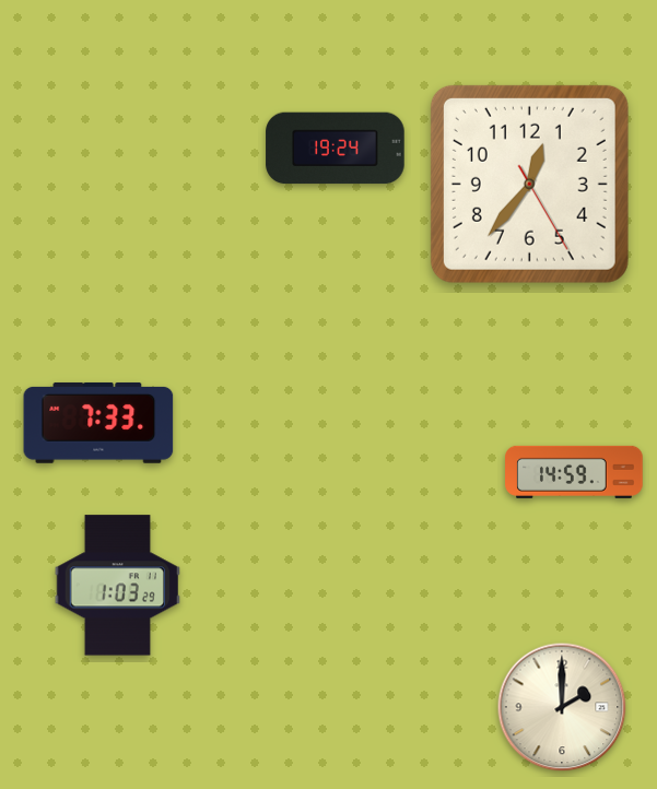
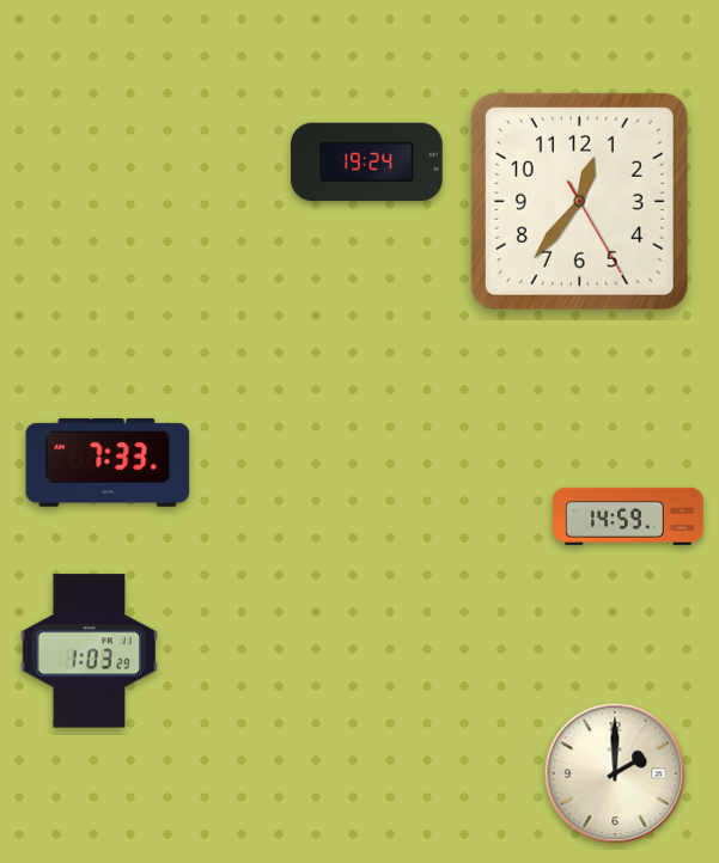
clock at (117, 586) position: (117, 586) -> (89, 651)
